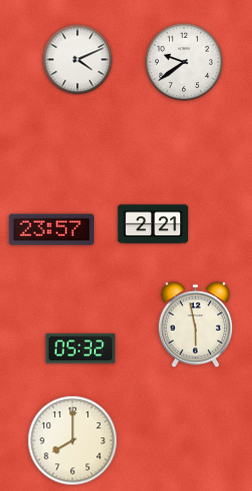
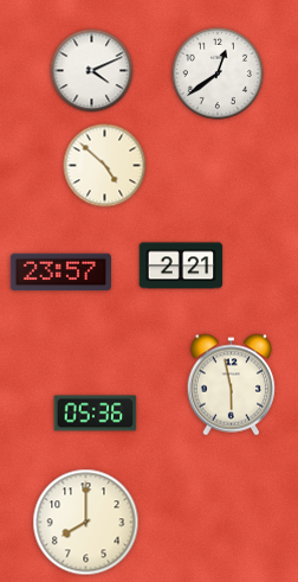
clock at (184, 62): 9:39 -> 12:39
clock at (105, 166): none -> 4:52
clock at (81, 349): 05:32 -> 05:36
